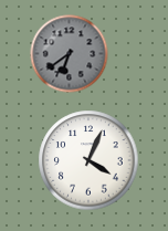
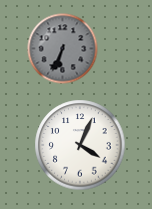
clock at (70, 54): 6:39 -> 6:34
